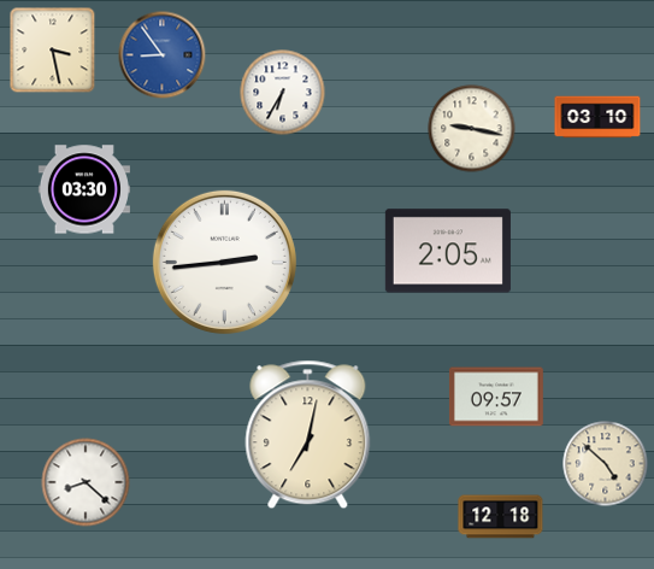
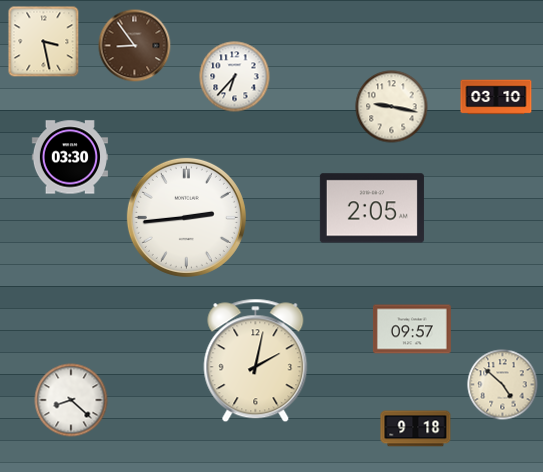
clock at (163, 55) dial: blue -> brown
clock at (283, 93): 6:35 -> 6:37
clock at (308, 435): 7:02 -> 2:02
clock at (501, 517): 12:18 -> 9:18
